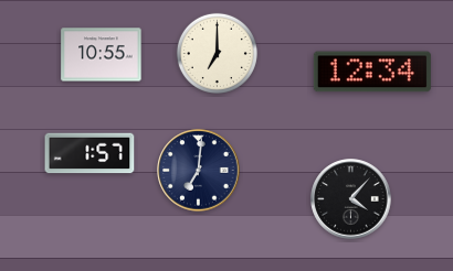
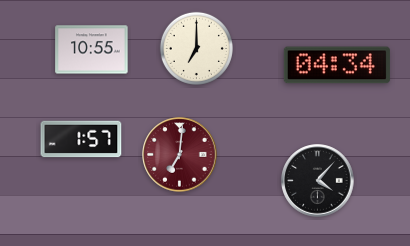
clock at (372, 72): 12:34 -> 04:34
clock at (199, 171) dial: navy -> burgundy
